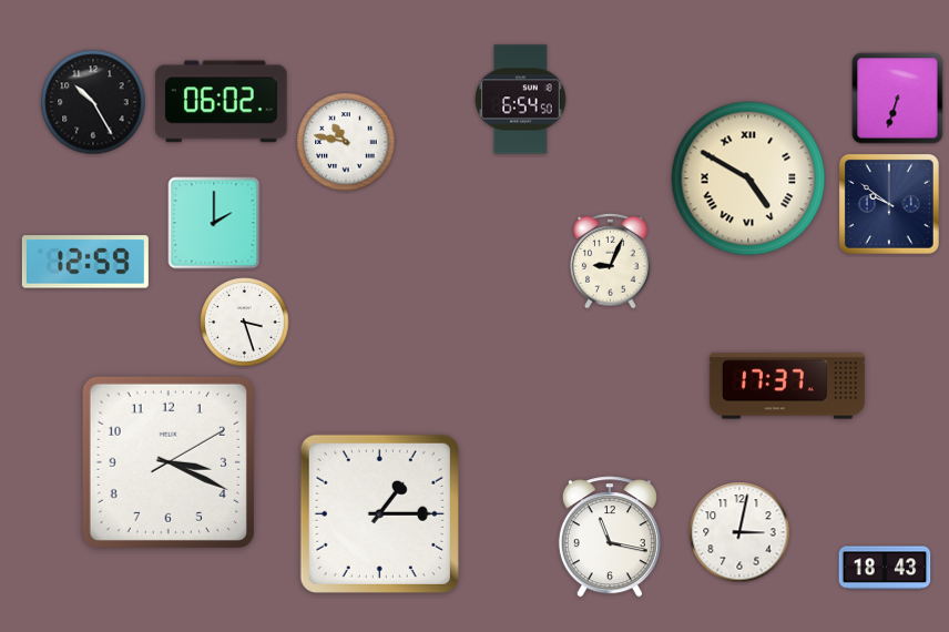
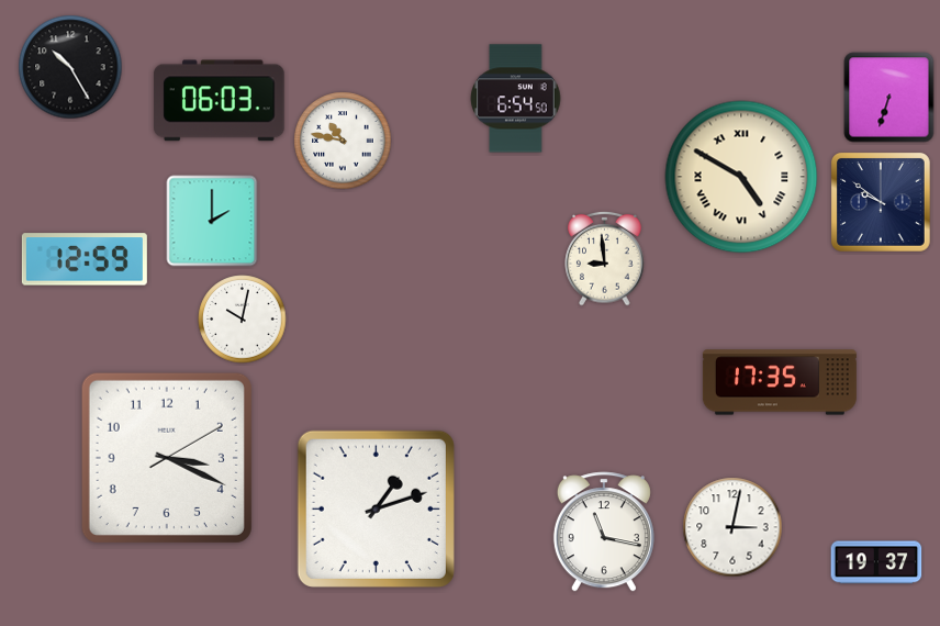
clock at (93, 102) position: (93, 102) -> (70, 67)
clock at (222, 102): 06:02 -> 06:03
clock at (611, 261): 9:04 -> 8:59
clock at (245, 323): 3:27 -> 10:02
clock at (787, 386): 17:37 -> 17:35
clock at (379, 513): 1:15 -> 1:12
clock at (885, 568): 18:43 -> 19:37
